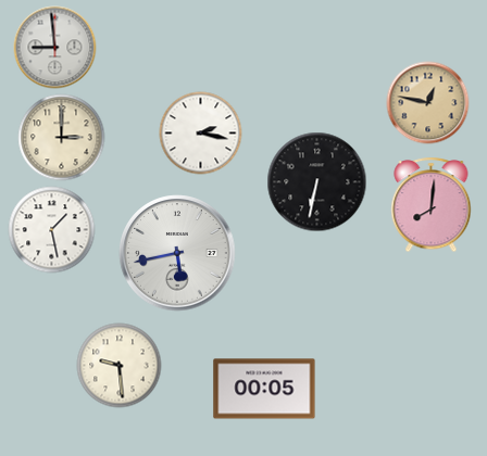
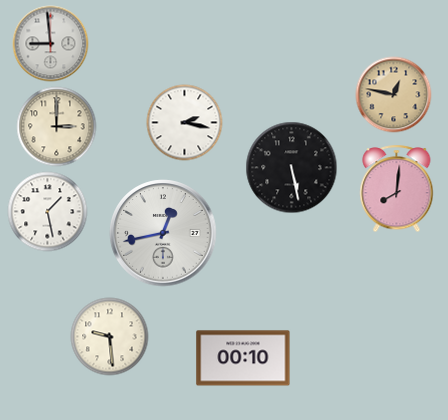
clock at (317, 182): 6:32 -> 5:28
clock at (177, 253): 5:43 -> 12:43
clock at (264, 389): 00:05 -> 00:10
